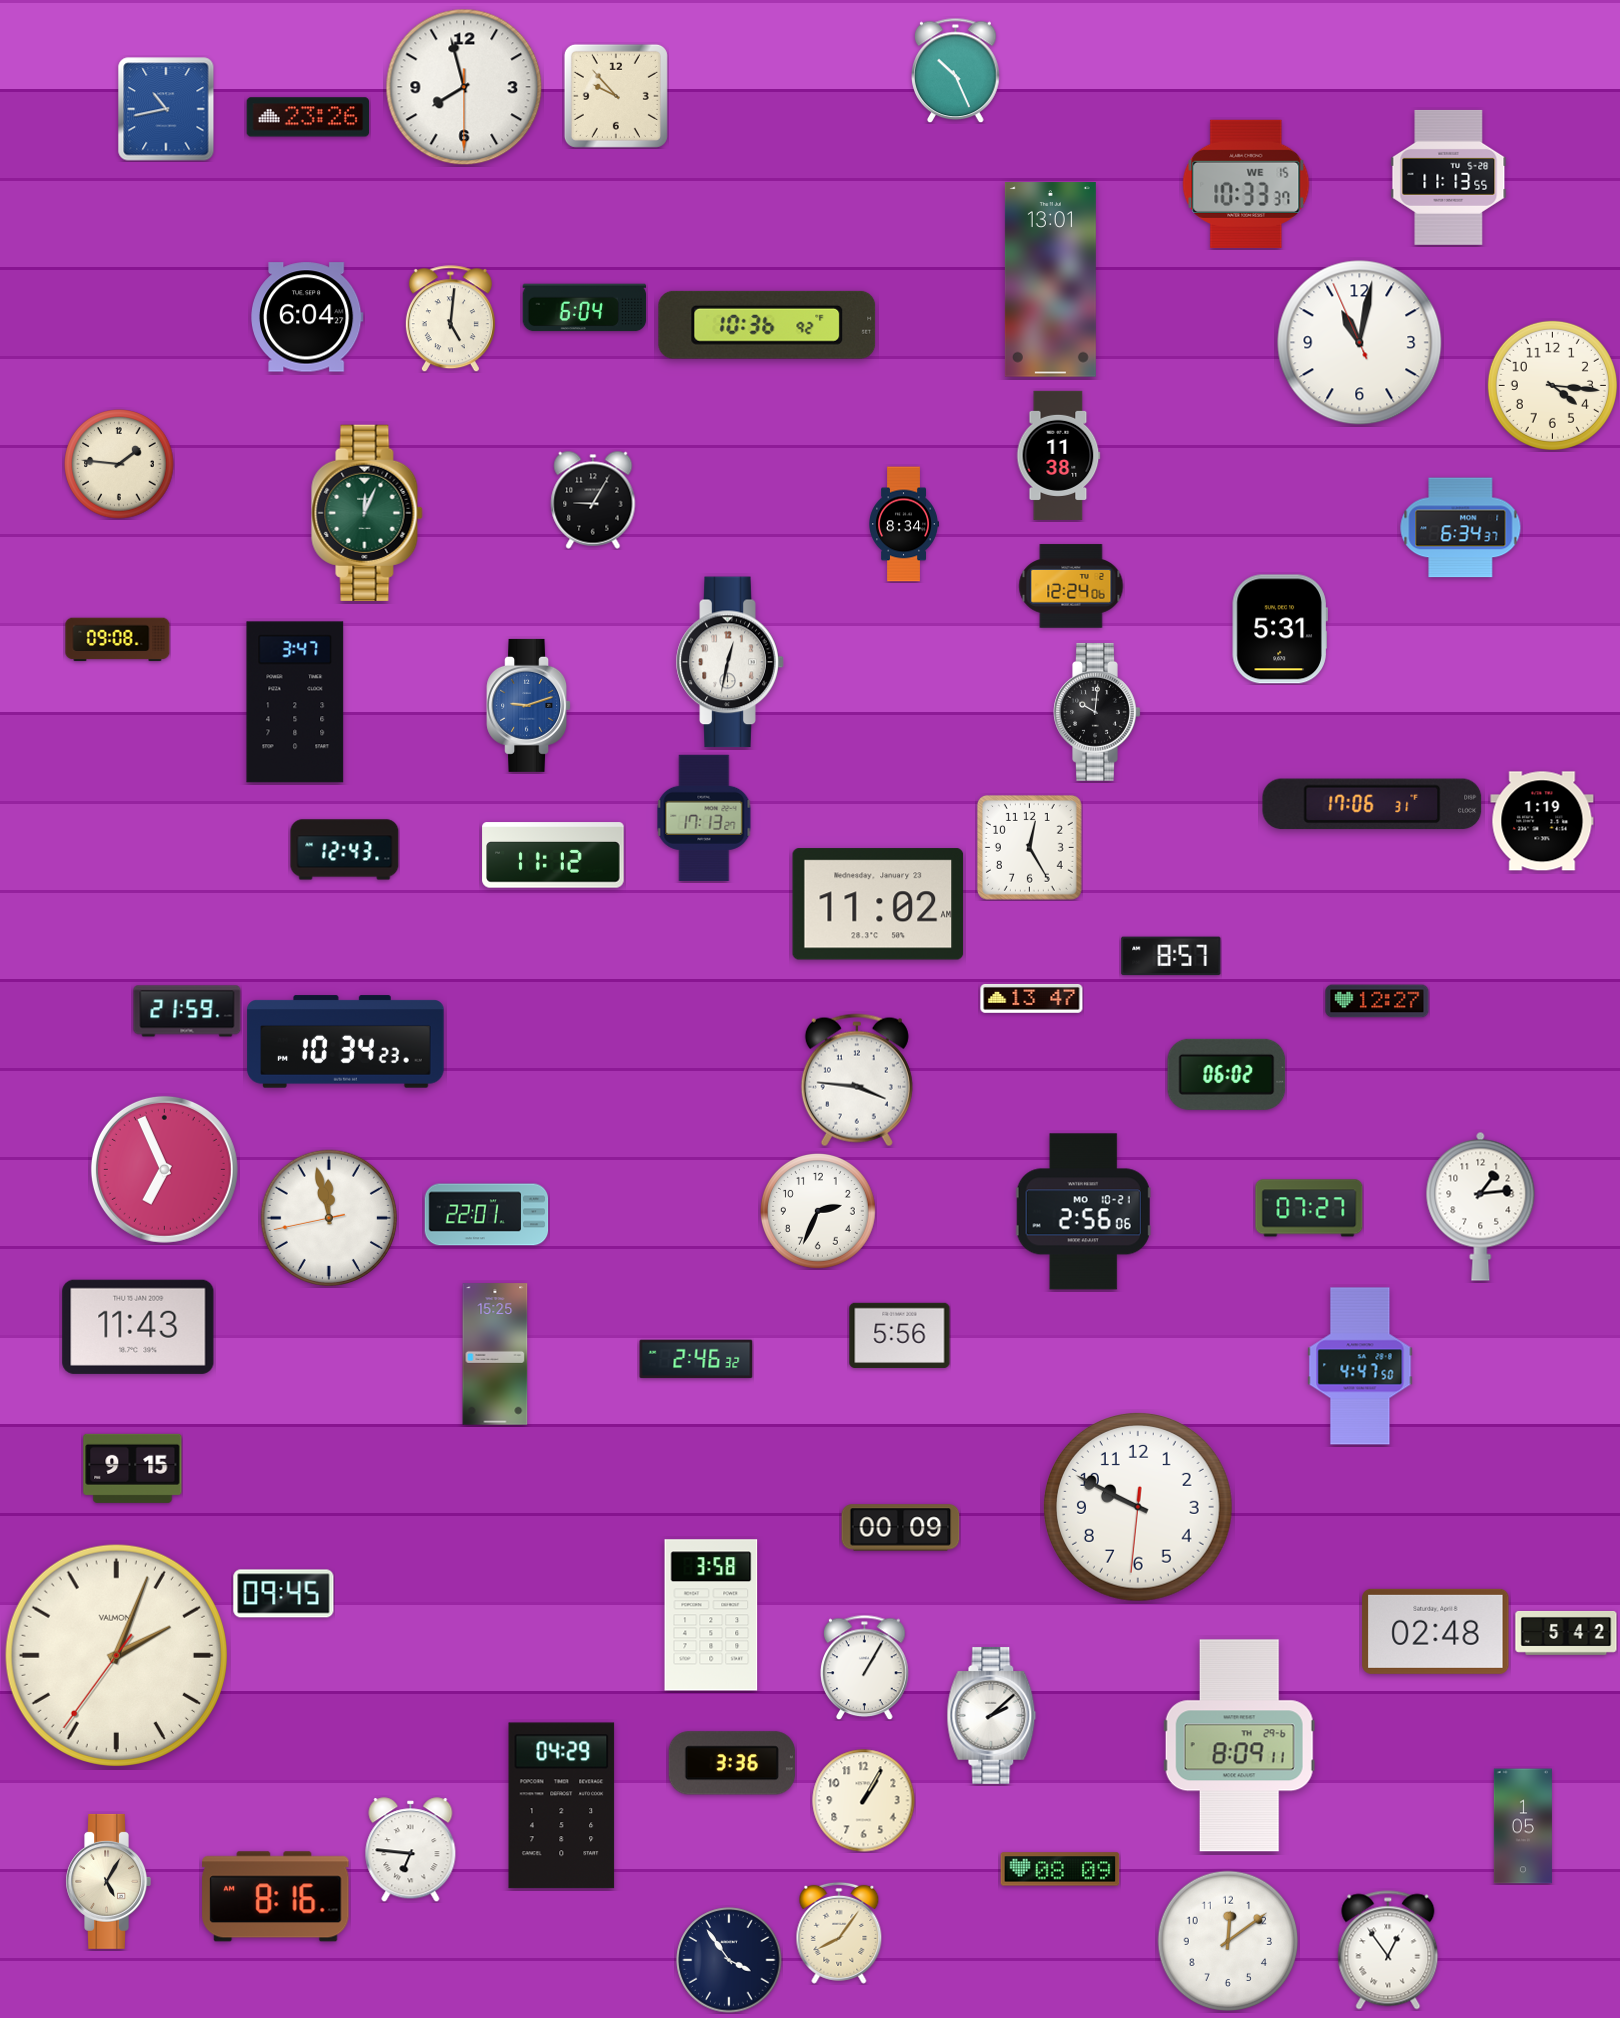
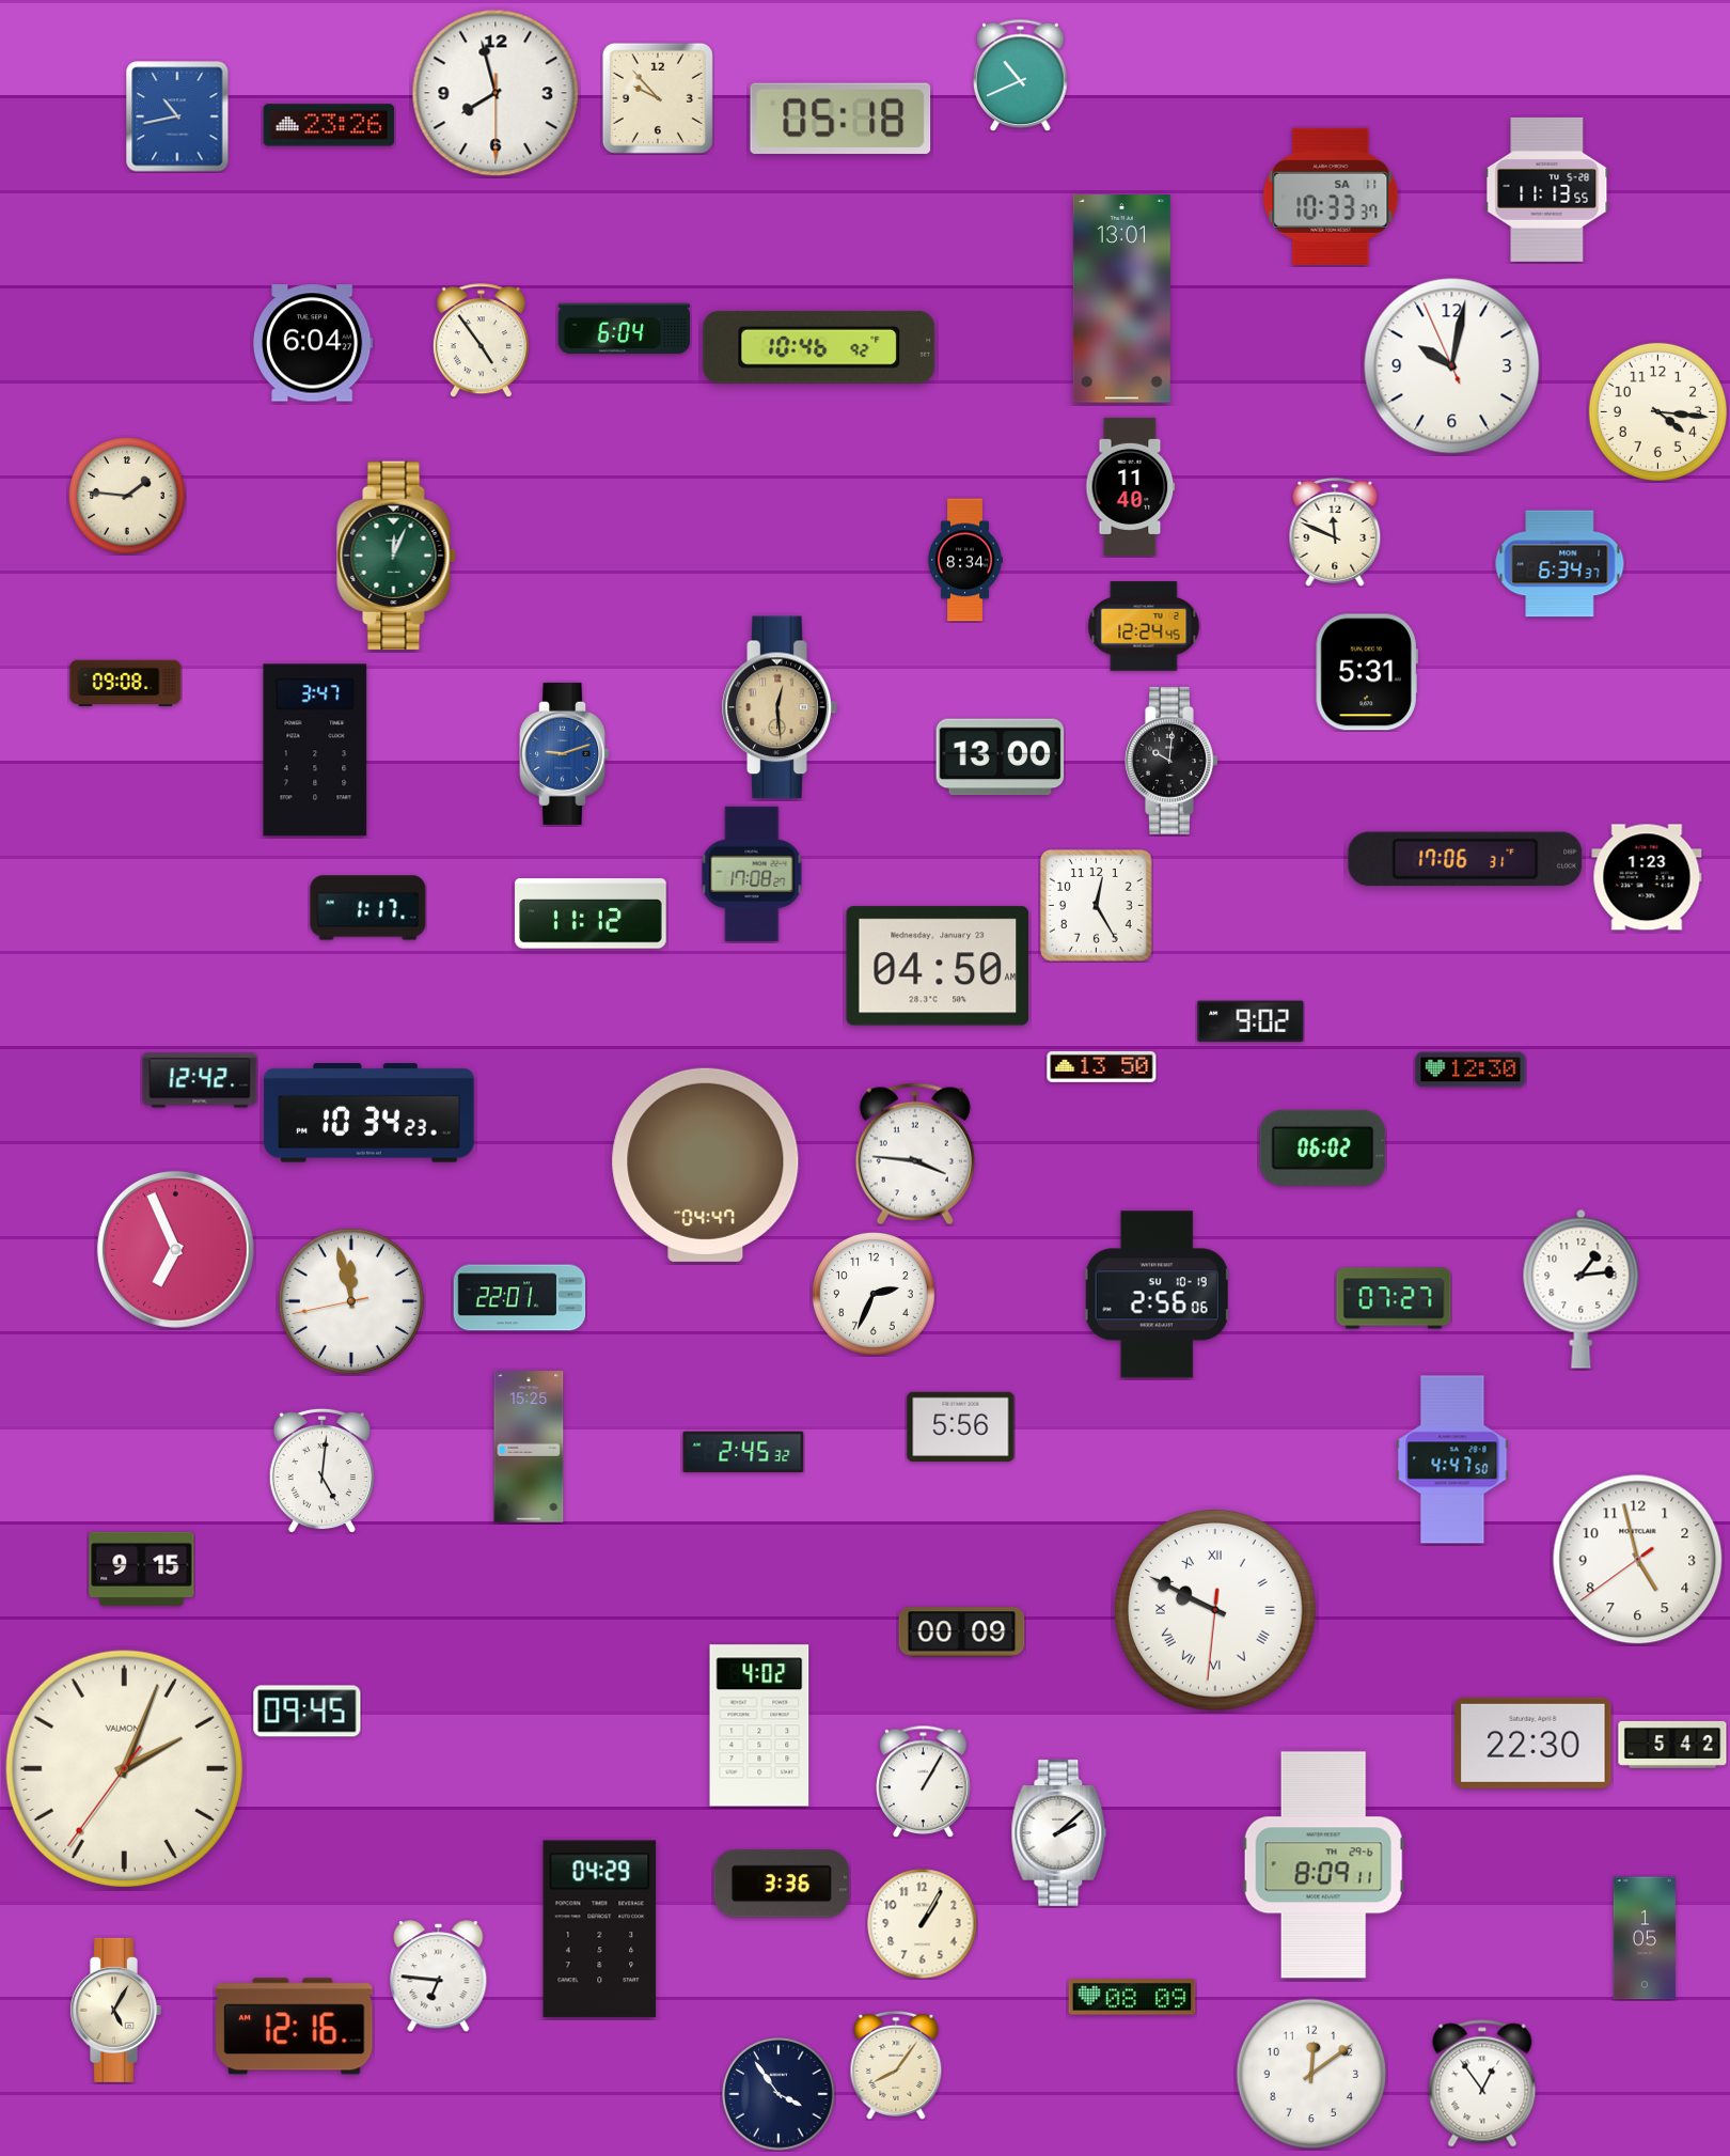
clock at (956, 70): 10:26 -> 10:41
clock at (616, 96) position: (616, 96) -> (658, 98)
clock at (840, 119): none -> 05:18
clock at (1246, 184) date: WE 15 -> SA 11
clock at (308, 317) position: (308, 317) -> (314, 343)
clock at (450, 319): 5:01 -> 4:54
clock at (767, 325): 10:36 -> 10:46
clock at (1360, 343): 11:01 -> 10:01
clock at (1059, 455): 11:38 -> 11:40
clock at (1335, 532): none -> 11:49
clock at (593, 500): 9:05 -> none
clock at (367, 513) position: (367, 513) -> (396, 556)
clock at (1071, 586): 12:24:06 -> 12:24:45
clock at (730, 662): 12:32 -> 12:29
clock at (730, 662) dial: white -> champagne
clock at (1001, 757): none -> 13:00
clock at (704, 818): 17:13 -> 17:08
clock at (1542, 821): 1:19 -> 1:23
clock at (1029, 847) position: (1029, 847) -> (1096, 905)
clock at (345, 850): 12:43 -> 1:17
clock at (878, 904): 11:02 -> 04:50
clock at (1171, 956): 8:57 -> 9:02
clock at (1032, 999): 13:47 -> 13:50
clock at (1377, 1001): 12:27 -> 12:30
clock at (187, 1011): 21:59 -> 12:42
clock at (1227, 1074) position: (1227, 1074) -> (1323, 1147)
clock at (706, 1165): none -> 04:47
clock at (1309, 1208) position: (1309, 1208) -> (1394, 1298)
clock at (1083, 1212) date: MO 10-21 -> SU 10-19
clock at (138, 1327): 11:43 -> none
clock at (696, 1359): 2:46 -> 2:45
clock at (321, 1470): none -> 5:01
clock at (1638, 1560): none -> 4:57
clock at (1138, 1507) numerals: Arabic -> Roman
clock at (284, 1594) position: (284, 1594) -> (308, 1712)
clock at (711, 1615): 3:58 -> 4:02
clock at (1436, 1631): 02:48 -> 22:30
clock at (1523, 1826) position: (1523, 1826) -> (1645, 1938)
clock at (276, 1897): 8:16 -> 12:16
